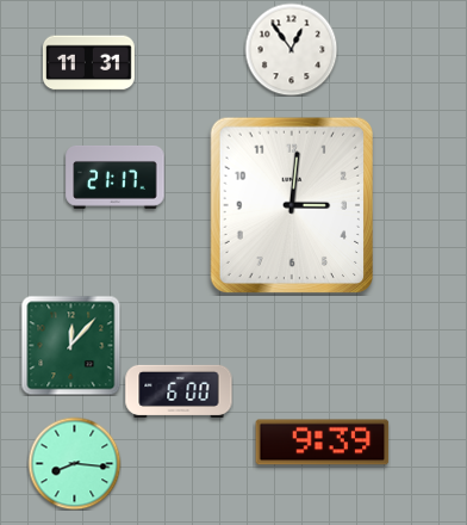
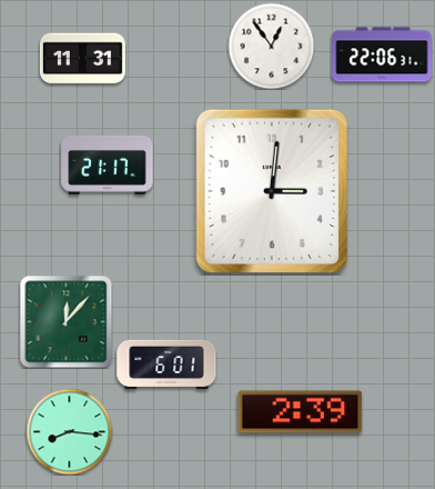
clock at (382, 54): none -> 22:06
clock at (179, 391): 6:00 -> 6:01
clock at (323, 443): 9:39 -> 2:39
